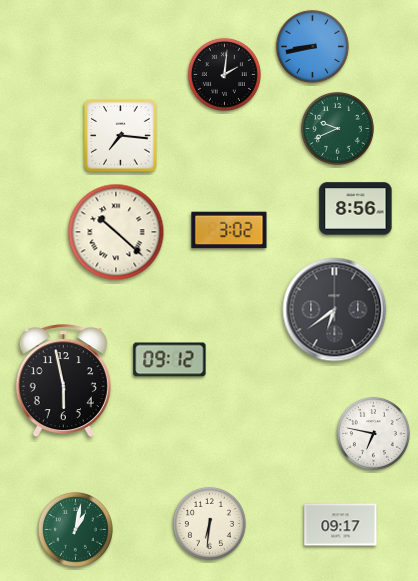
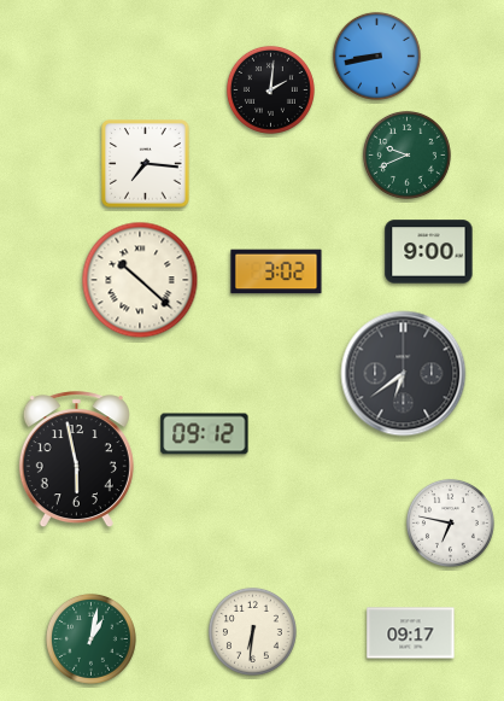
clock at (356, 209): 8:56 -> 9:00
clock at (229, 230) position: (229, 230) -> (276, 271)
